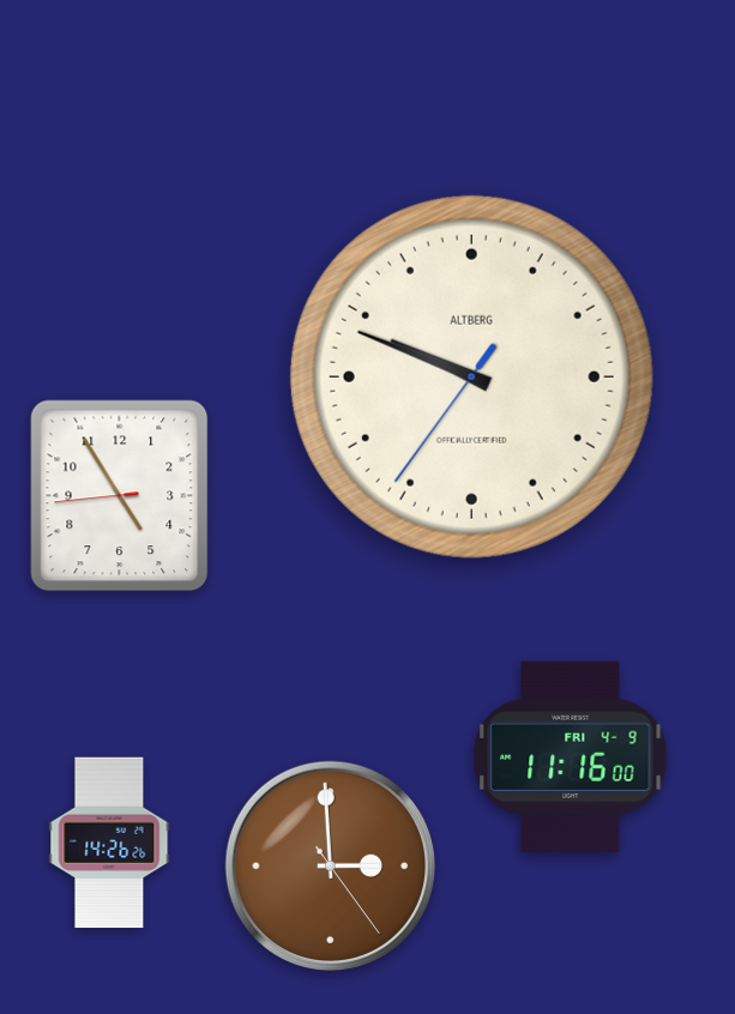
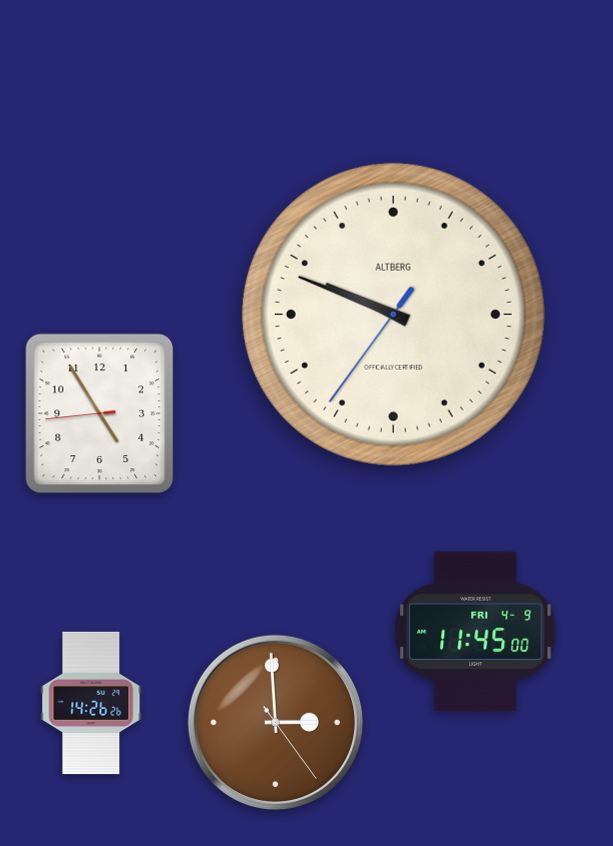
clock at (571, 756): 11:16 -> 11:45
